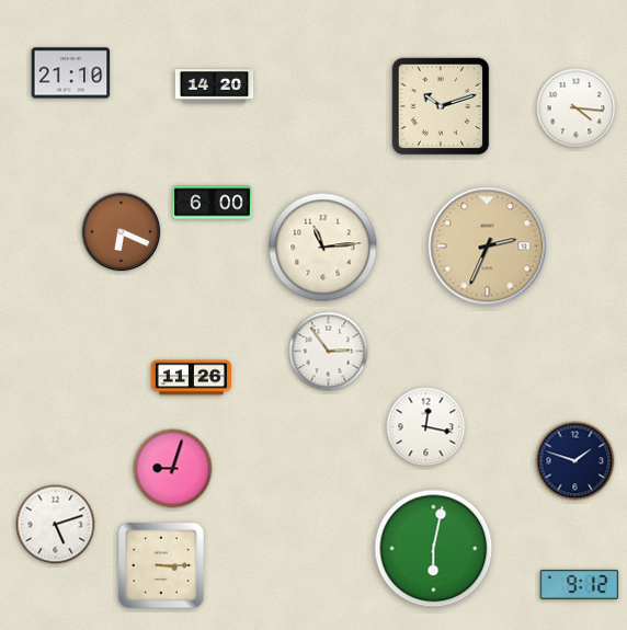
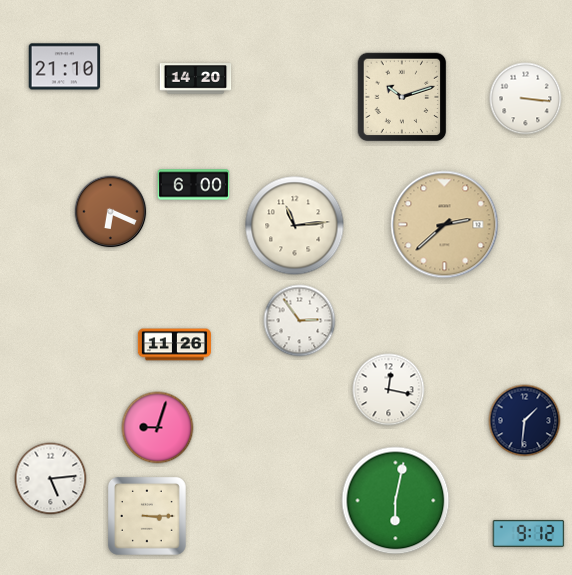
clock at (577, 108): 4:16 -> 3:16
clock at (488, 247): 2:34 -> 2:38
clock at (575, 461): 1:48 -> 1:31
clock at (56, 525): 5:12 -> 5:14
